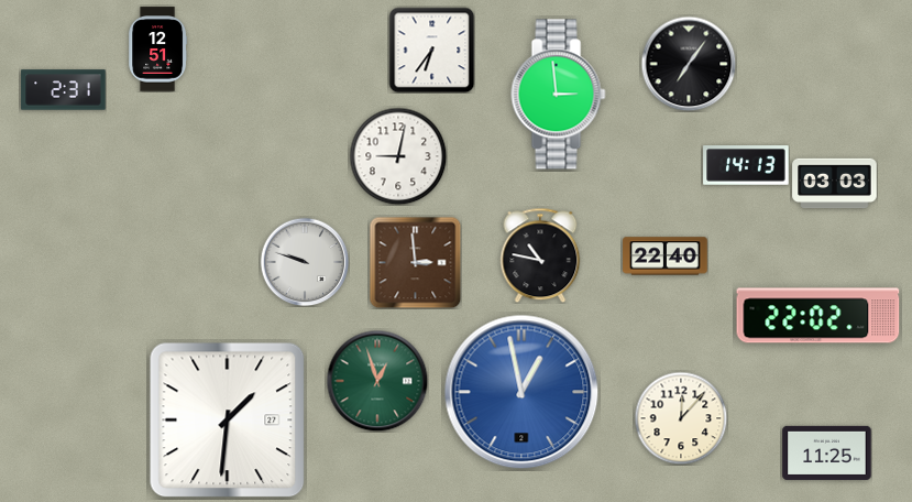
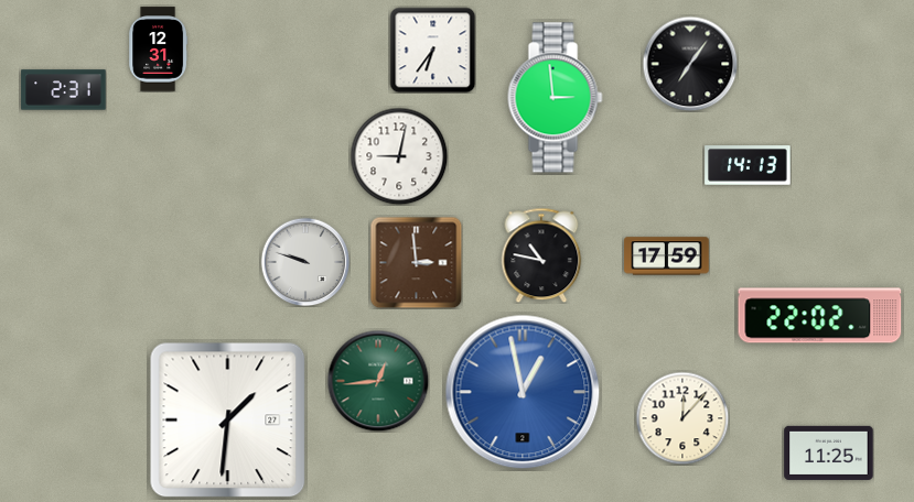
clock at (157, 50): 12:51 -> 12:31
clock at (559, 95) position: (559, 95) -> (556, 98)
clock at (835, 184): 03:03 -> none
clock at (666, 257): 22:40 -> 17:59
clock at (377, 381): 12:57 -> 12:44
